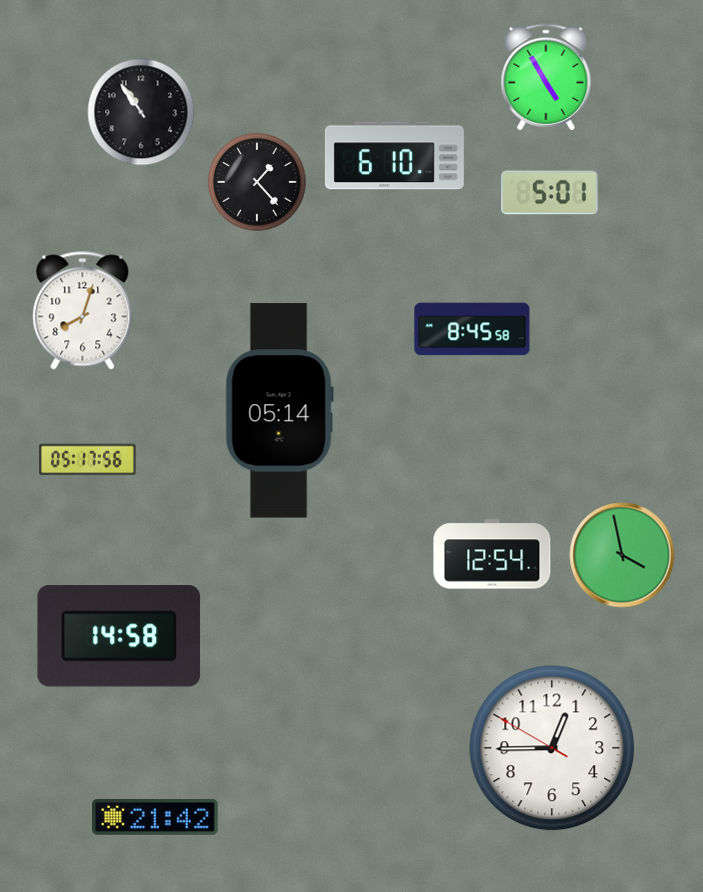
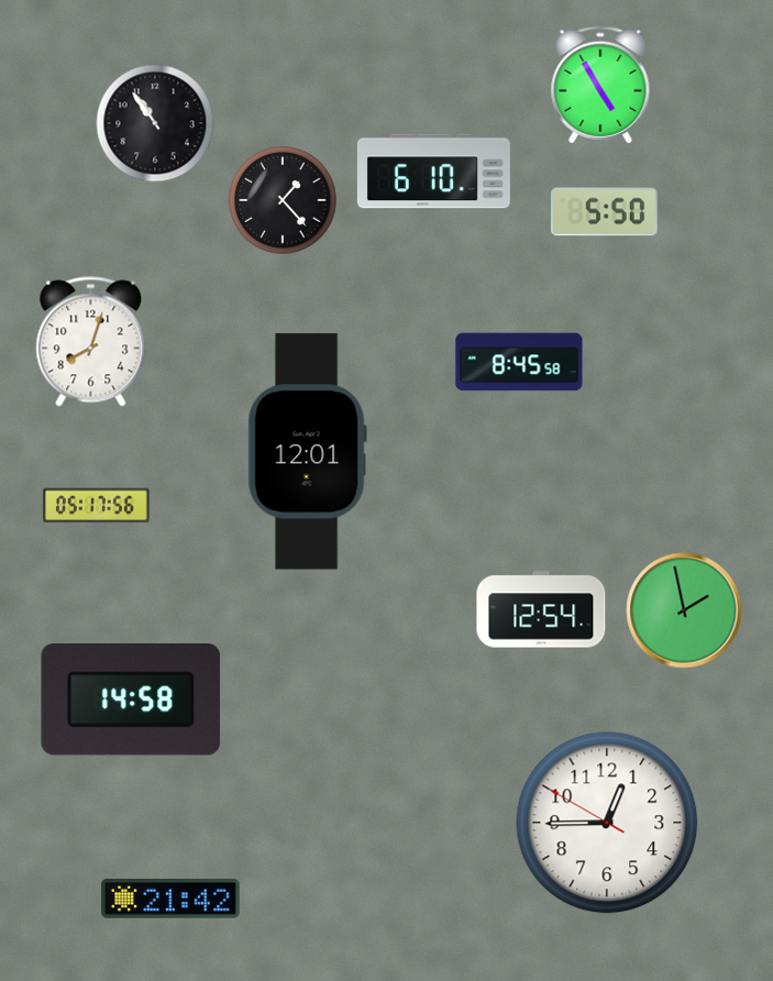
clock at (550, 193): 5:01 -> 5:50
clock at (279, 411): 05:14 -> 12:01
clock at (622, 555): 3:58 -> 1:58
